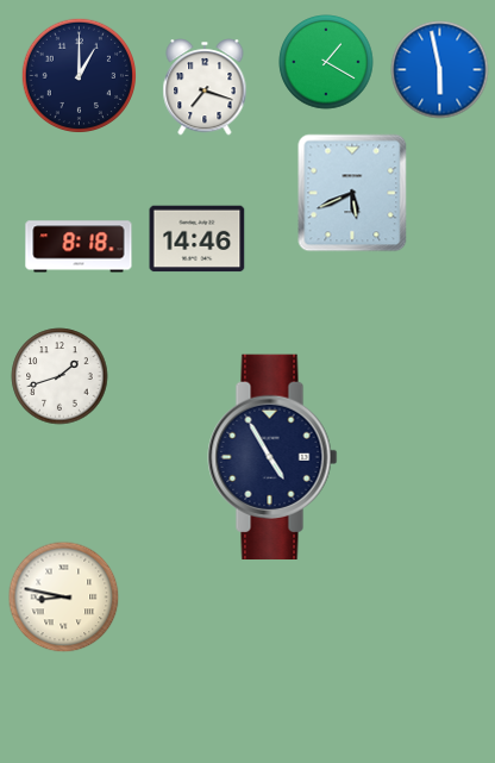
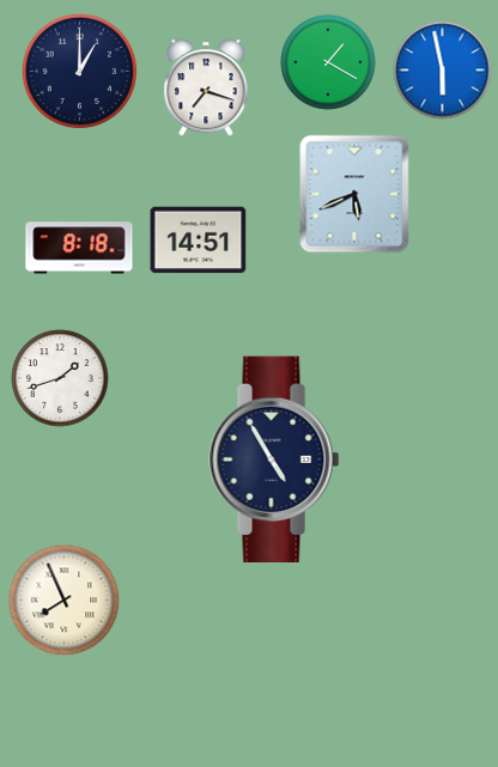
clock at (79, 75) position: (79, 75) -> (79, 71)
clock at (198, 239): 14:46 -> 14:51
clock at (64, 598): 8:47 -> 7:56
